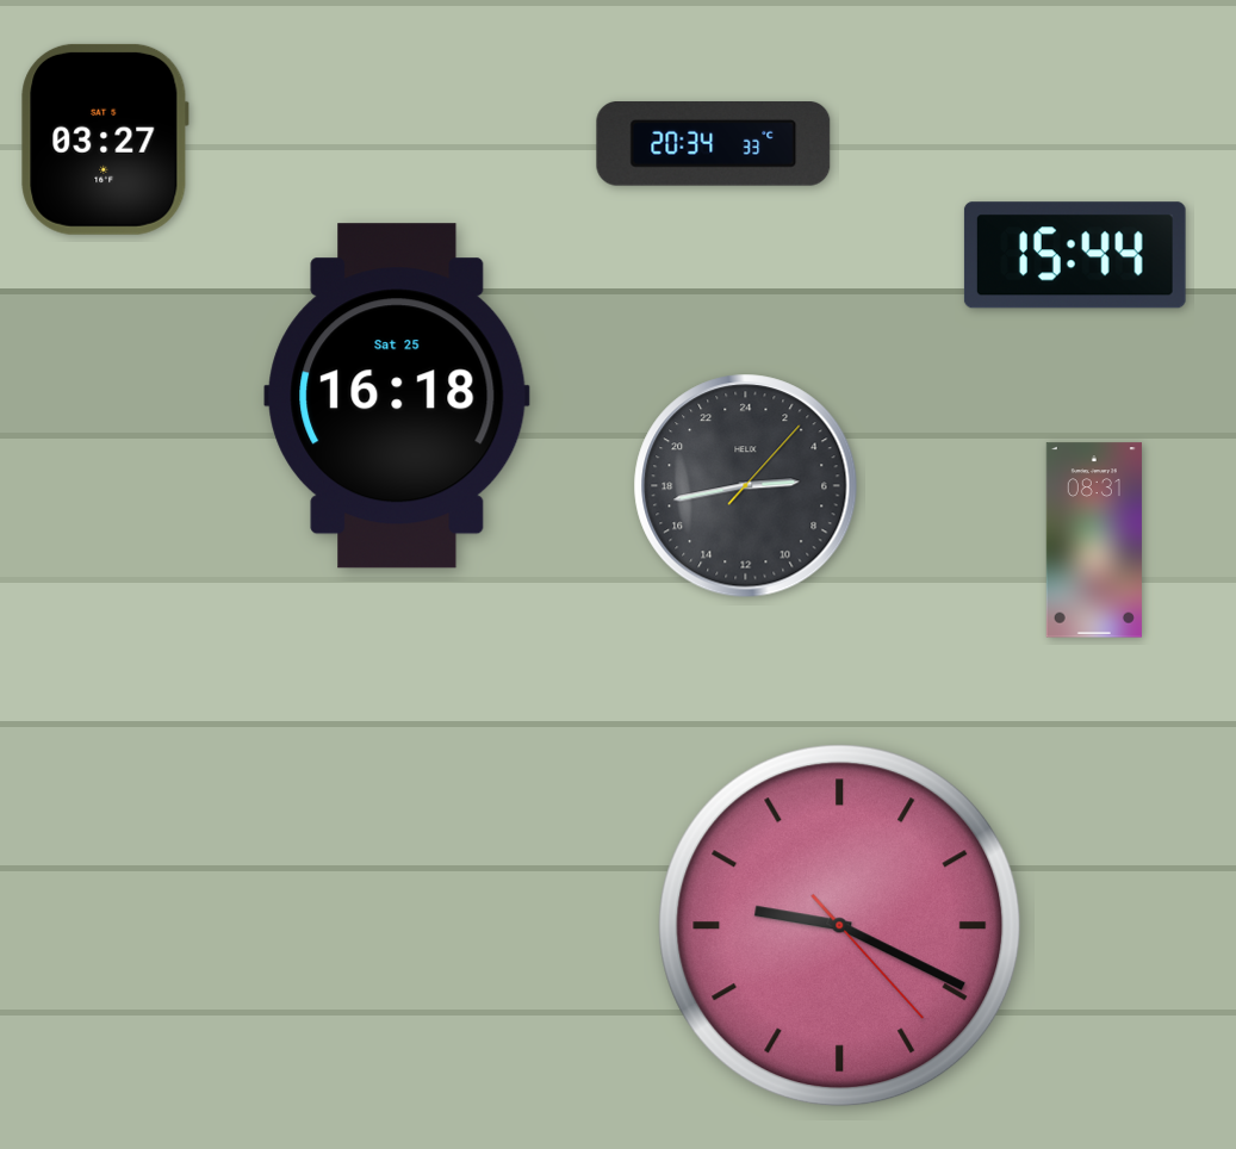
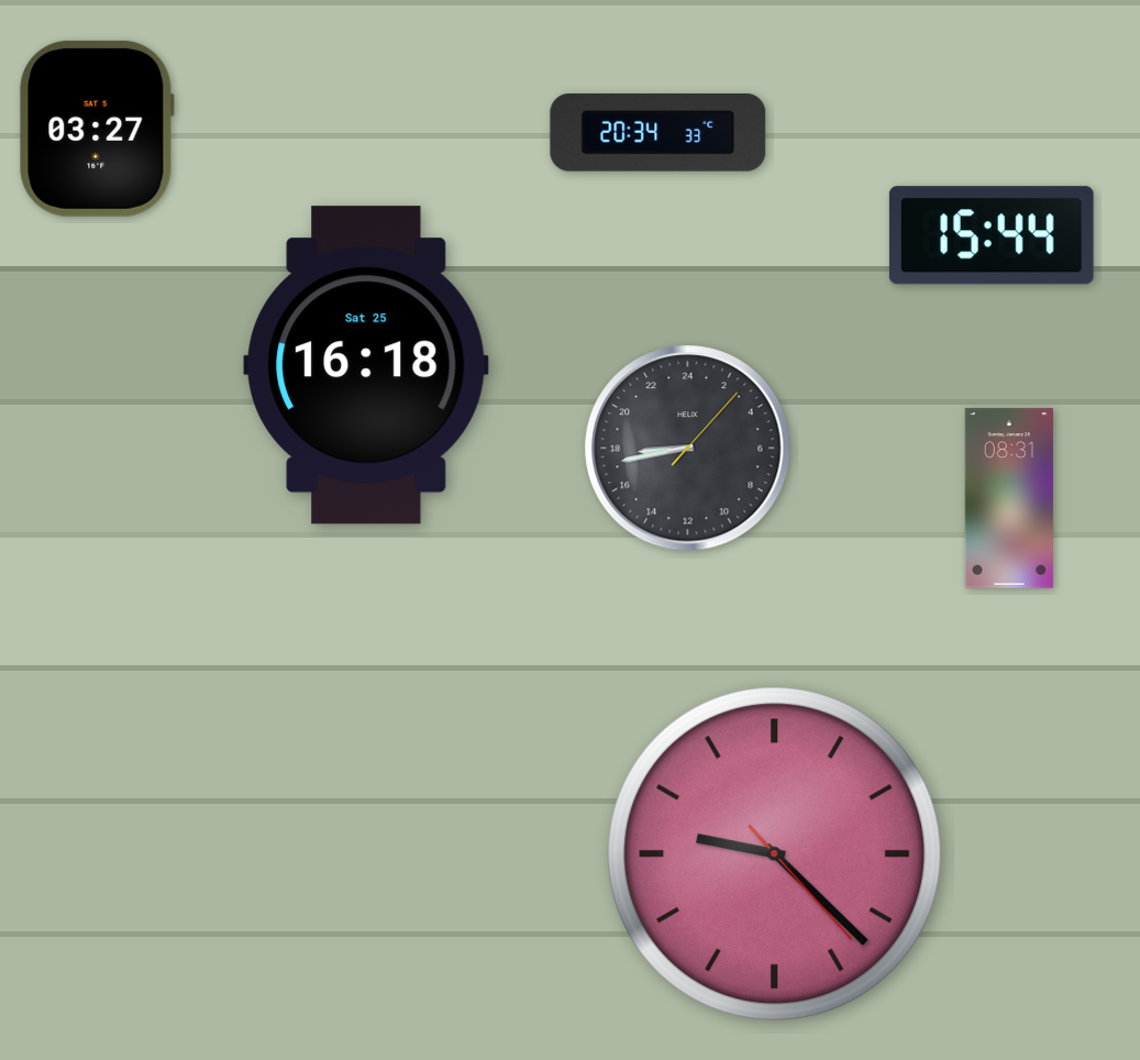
clock at (746, 486): 5:43 -> 17:43
clock at (840, 926): 9:19 -> 9:22
